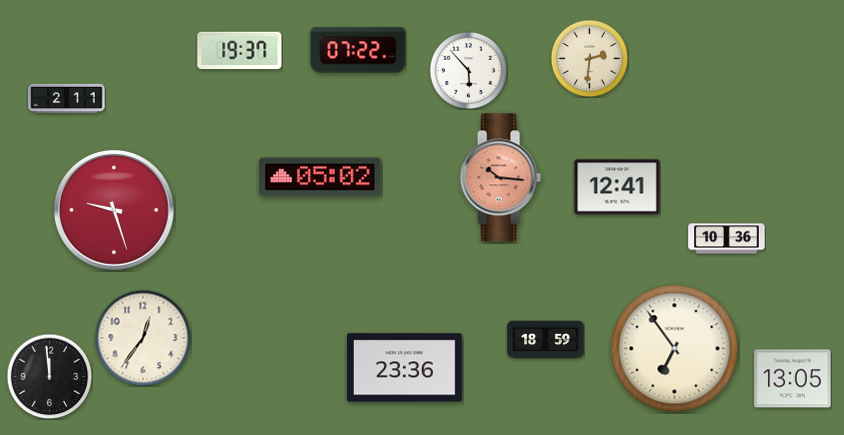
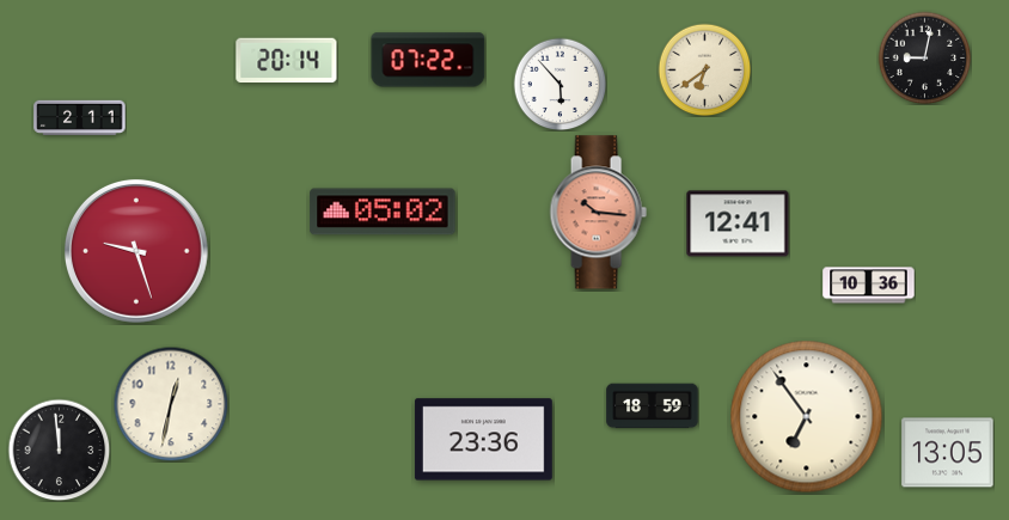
clock at (924, 57): none -> 9:02
clock at (240, 51): 19:37 -> 20:14
clock at (589, 58): 2:31 -> 6:39
clock at (143, 338): 12:36 -> 12:32
